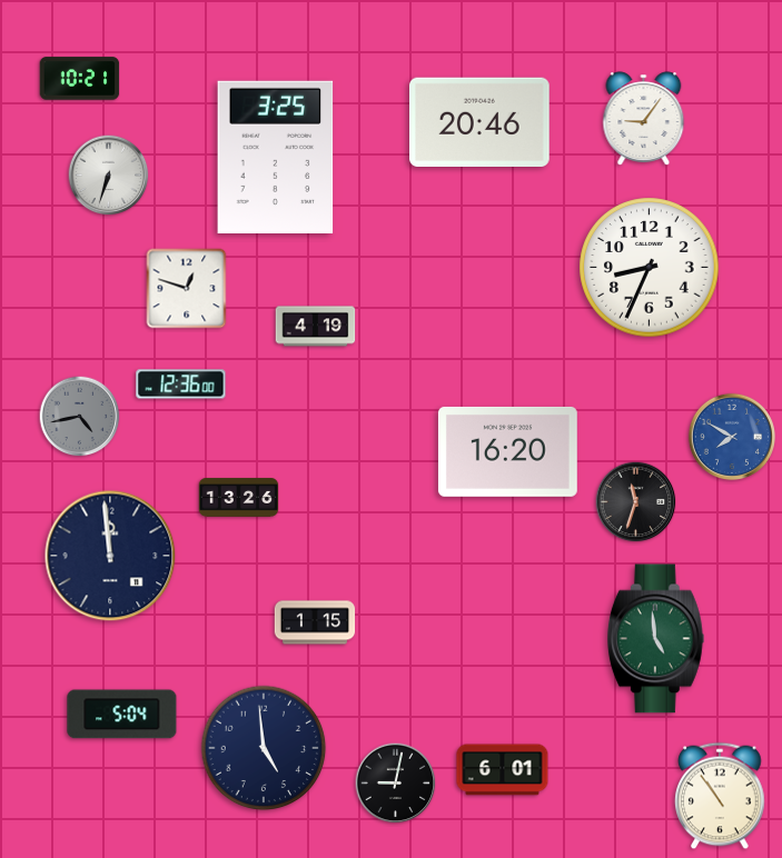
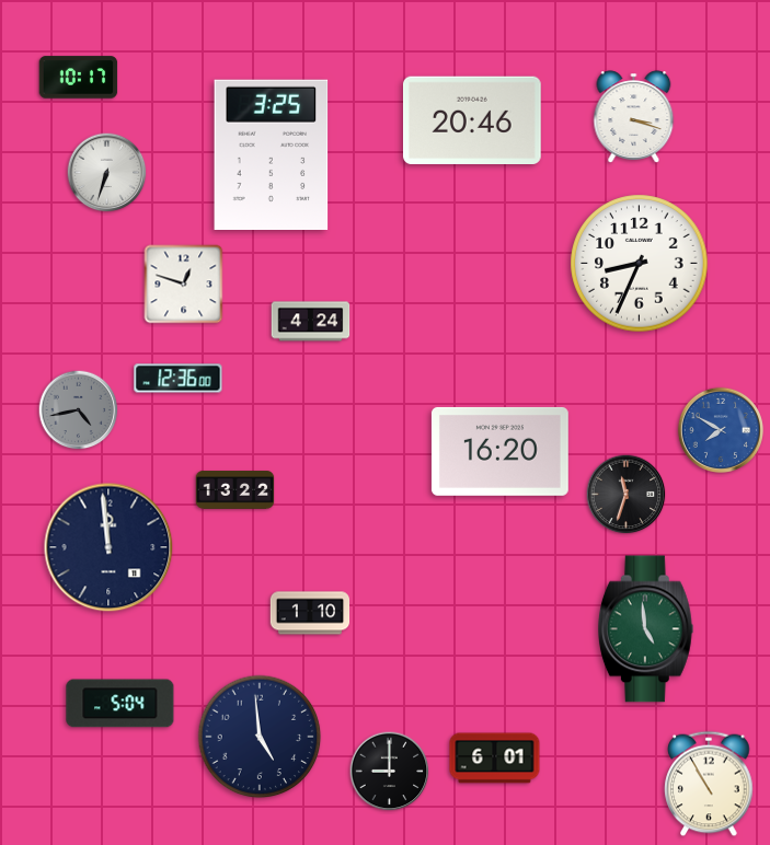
clock at (80, 79): 10:21 -> 10:17
clock at (644, 119): 9:06 -> 3:18
clock at (316, 327): 4:19 -> 4:24
clock at (507, 451) position: (507, 451) -> (499, 451)
clock at (239, 498): 13:26 -> 13:22
clock at (315, 622): 1:15 -> 1:10
clock at (396, 784): 9:02 -> 9:00
clock at (720, 796): 10:54 -> 10:55
